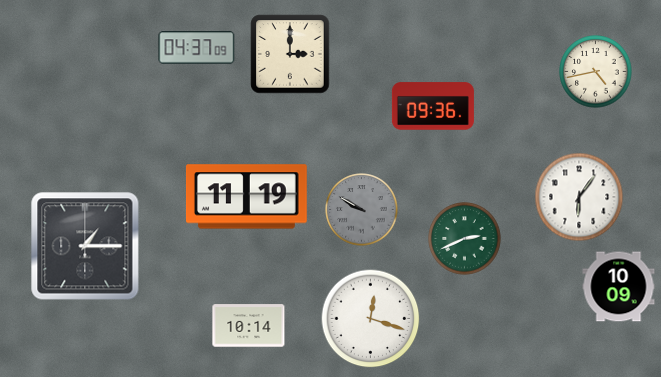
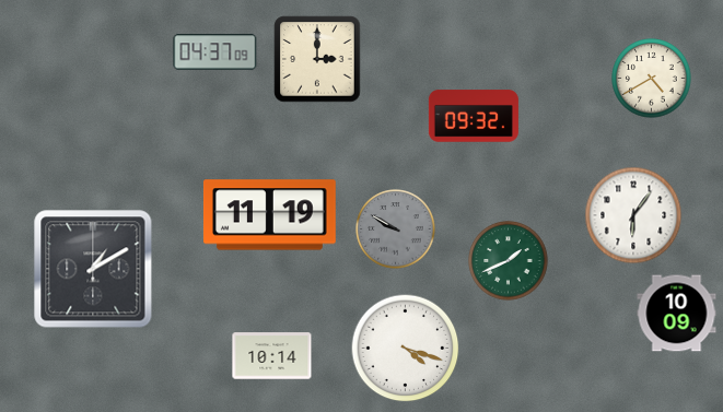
clock at (596, 72): 4:43 -> 4:40
clock at (433, 106): 09:36 -> 09:32
clock at (465, 239): 2:41 -> 1:41
clock at (85, 246): 1:15 -> 1:10
clock at (371, 319): 12:18 -> 4:18
